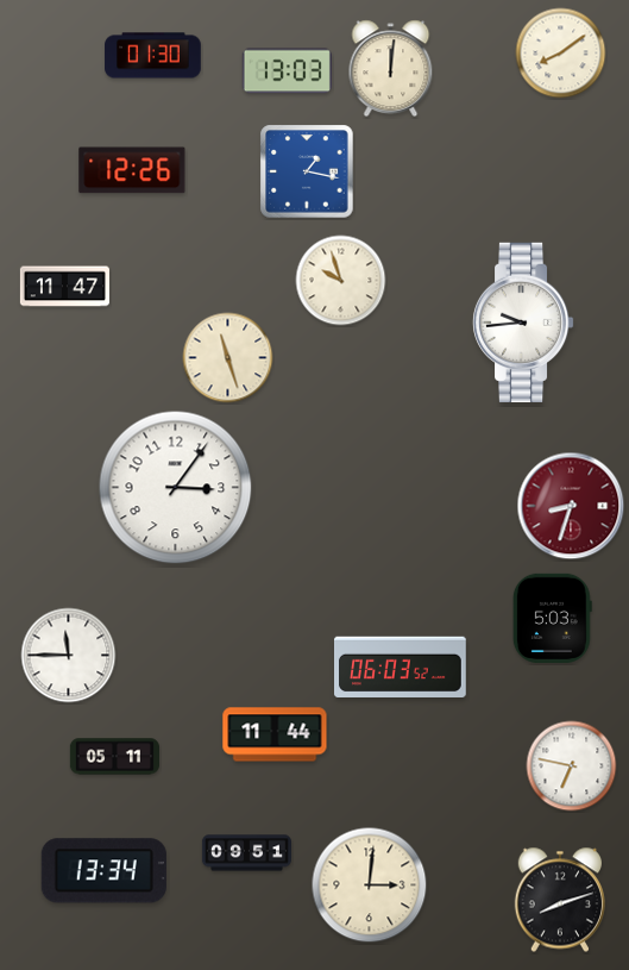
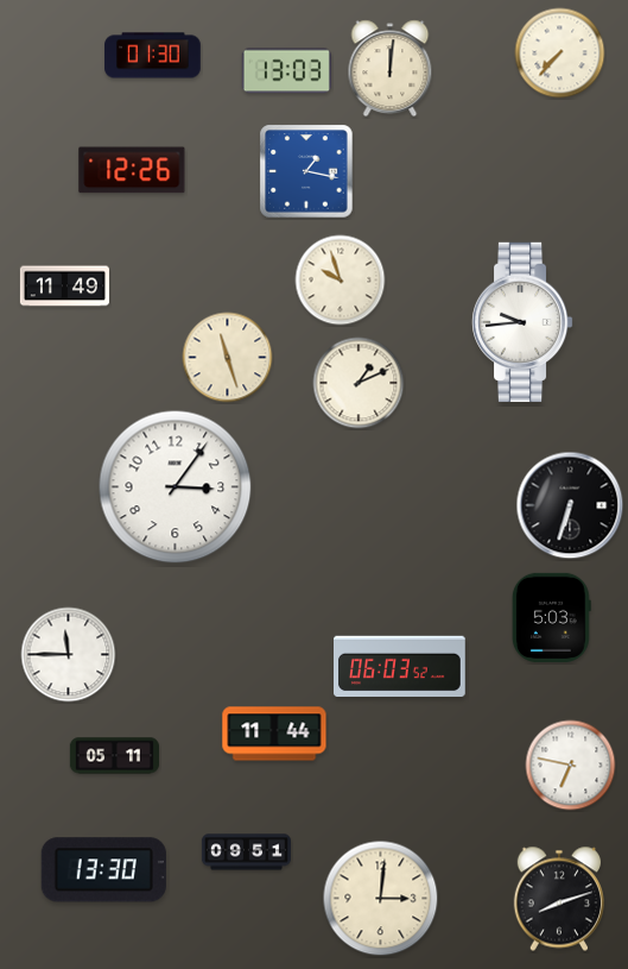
clock at (561, 54): 8:09 -> 7:37
clock at (64, 287): 11:47 -> 11:49
clock at (359, 383): none -> 1:11
clock at (571, 506): 8:33 -> 6:33
clock at (571, 506) dial: burgundy -> black
clock at (103, 871): 13:34 -> 13:30
clock at (370, 885) position: (370, 885) -> (381, 899)
